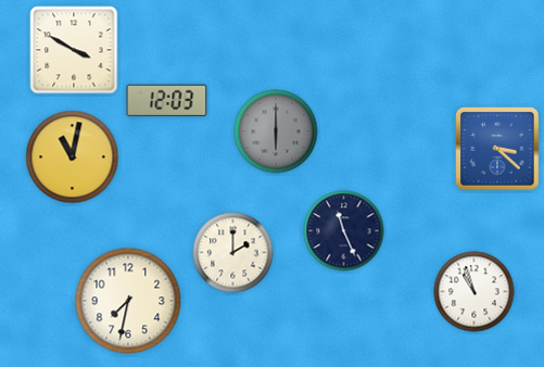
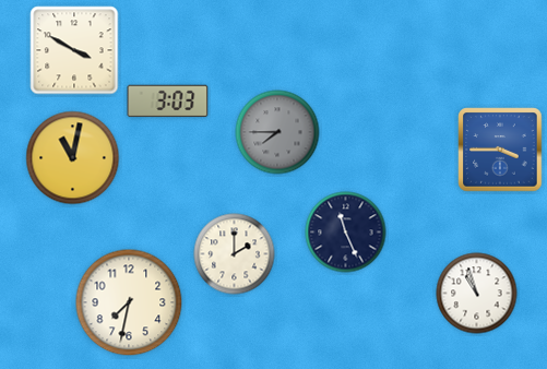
clock at (167, 101): 12:03 -> 3:03
clock at (276, 131): 6:00 -> 7:45
clock at (497, 149): 3:22 -> 3:45
